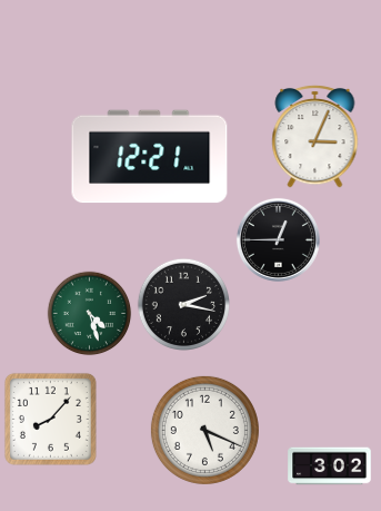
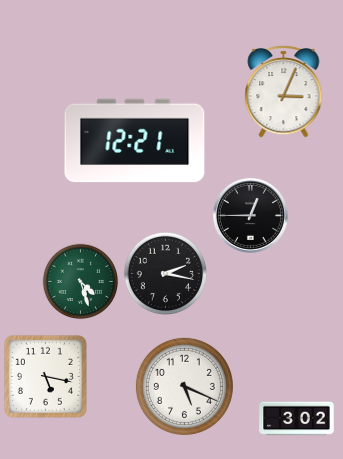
clock at (315, 136) position: (315, 136) -> (284, 91)
clock at (50, 419): 8:07 -> 5:17
